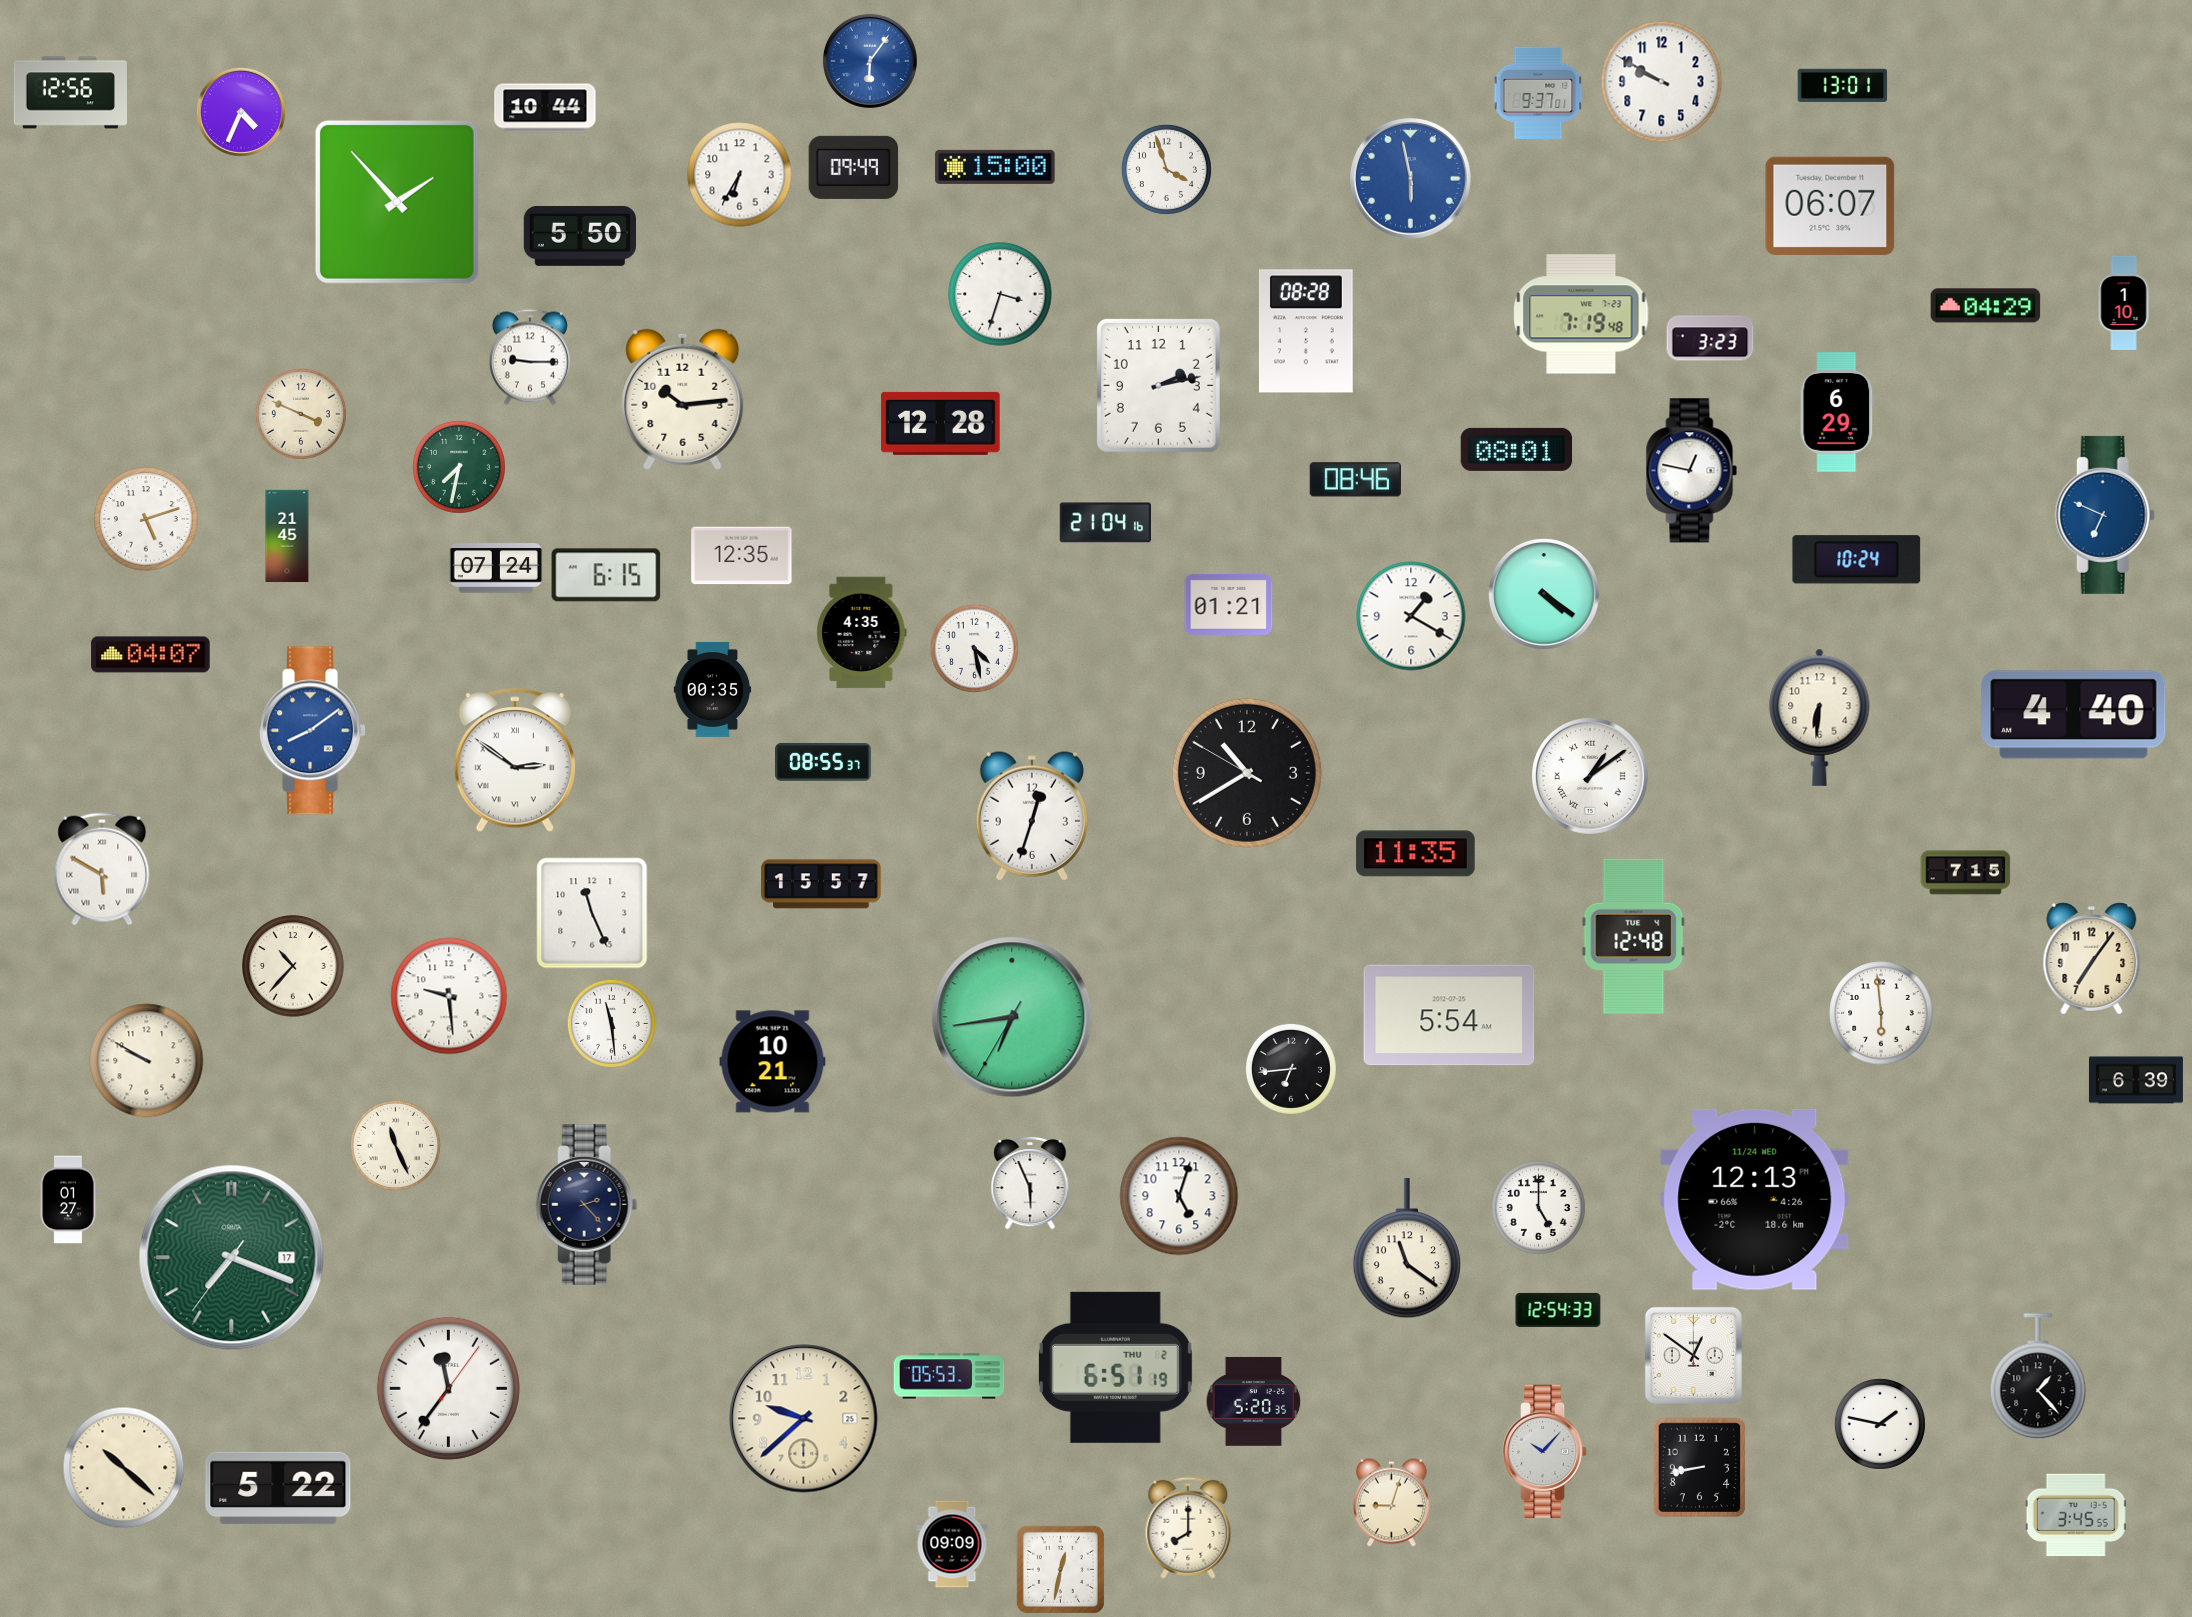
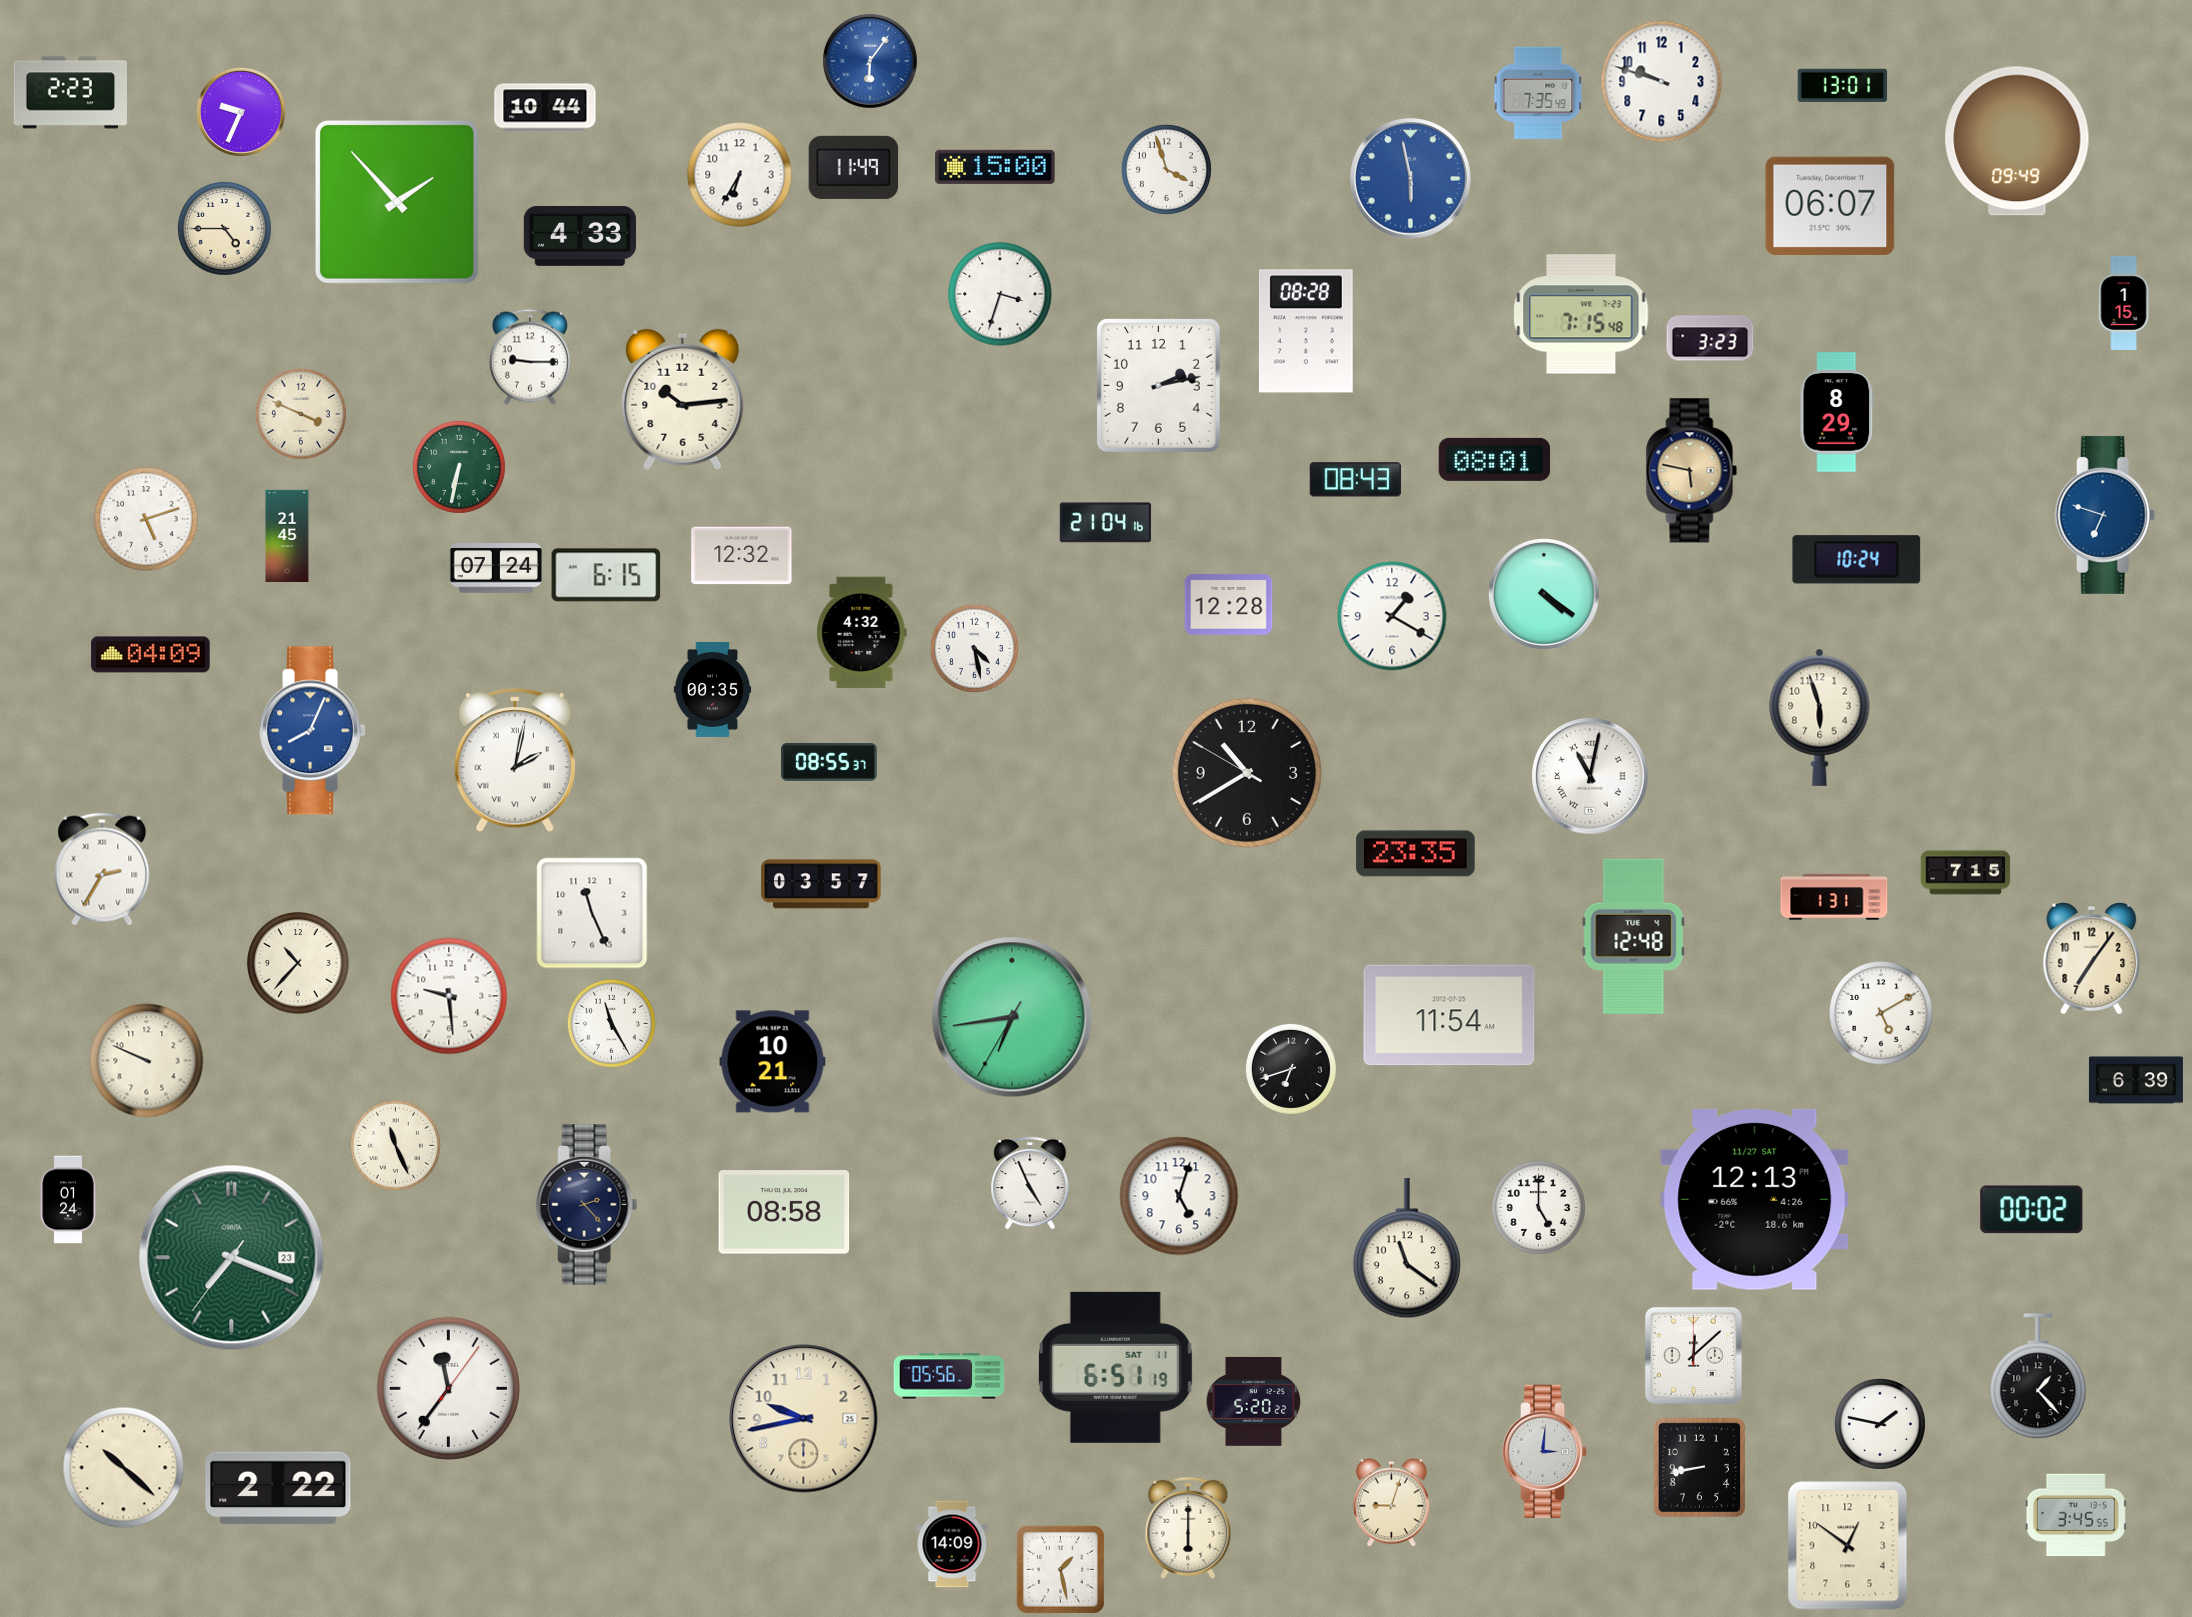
clock at (1662, 82): 9:50 -> 9:48
clock at (70, 93): 12:56 -> 2:23
clock at (1538, 93): 9:37 -> 7:35
clock at (241, 112): 4:34 -> 9:34
clock at (2017, 141): none -> 09:49
clock at (854, 167): 09:49 -> 11:49
clock at (224, 228): none -> 4:45
clock at (579, 236): 5:50 -> 4:33
clock at (2124, 303): 1:10 -> 1:15
clock at (1986, 306): 04:29 -> none
clock at (1581, 314): 7:19 -> 7:15
clock at (1837, 412): 6:29 -> 8:29
clock at (941, 423): 12:28 -> none
clock at (1517, 449) position: (1517, 449) -> (1495, 459)
clock at (459, 467): 7:32 -> 6:32
clock at (1692, 471): 12:47 -> 5:47
clock at (1692, 471) dial: white -> champagne
clock at (1355, 480): 08:46 -> 08:43
clock at (2105, 515): 6:49 -> 6:48
clock at (742, 556): 12:35 -> 12:32
clock at (1229, 604): 01:21 -> 12:28
clock at (1411, 616) position: (1411, 616) -> (1392, 616)
clock at (862, 633): 4:35 -> 4:32
clock at (151, 655): 04:07 -> 04:09
clock at (2074, 715): 4:40 -> none
clock at (1820, 717): 6:31 -> 5:57
clock at (312, 731): 8:09 -> 8:04
clock at (515, 761): 2:51 -> 2:02
clock at (824, 762) position: (824, 762) -> (830, 762)
clock at (1591, 776): 1:09 -> 11:02
clock at (1031, 816): 12:33 -> none
clock at (1416, 854): 11:35 -> 23:35
clock at (102, 869): 5:50 -> 2:35
clock at (821, 884): 15:57 -> 03:57
clock at (1834, 897): none -> 1:31
clock at (293, 966) position: (293, 966) -> (298, 963)
clock at (1881, 1013): 5:59 -> 5:10
clock at (1449, 1015): 5:54 -> 11:54
clock at (611, 1023): 11:29 -> 11:25
clock at (147, 1061): 9:50 -> 9:49
clock at (1291, 1069): 6:44 -> 6:42
clock at (1030, 1183): 5:56 -> 4:56
clock at (1755, 1199) date: 11/24 WED -> 11/27 SAT
clock at (68, 1200): 01:27 -> 01:24
clock at (2032, 1210): none -> 00:02
clock at (784, 1212): none -> 08:58
clock at (232, 1258) date: 17 -> 23
clock at (1558, 1310): 12:54 -> none
clock at (1693, 1355): 12:51 -> 12:08
clock at (1115, 1367) date: THU 2 -> SAT 11
clock at (949, 1376): 05:53 -> 05:56
clock at (1254, 1401): 5:20:35 -> 5:20:22
clock at (804, 1419): 9:38 -> 9:43
clock at (1545, 1451): 10:07 -> 3:01
clock at (278, 1488): 5:22 -> 2:22
clock at (1188, 1528): 8:00 -> 6:00
clock at (952, 1544): 09:09 -> 14:09
clock at (1848, 1546): none -> 12:51
clock at (1060, 1569): 12:32 -> 1:28
